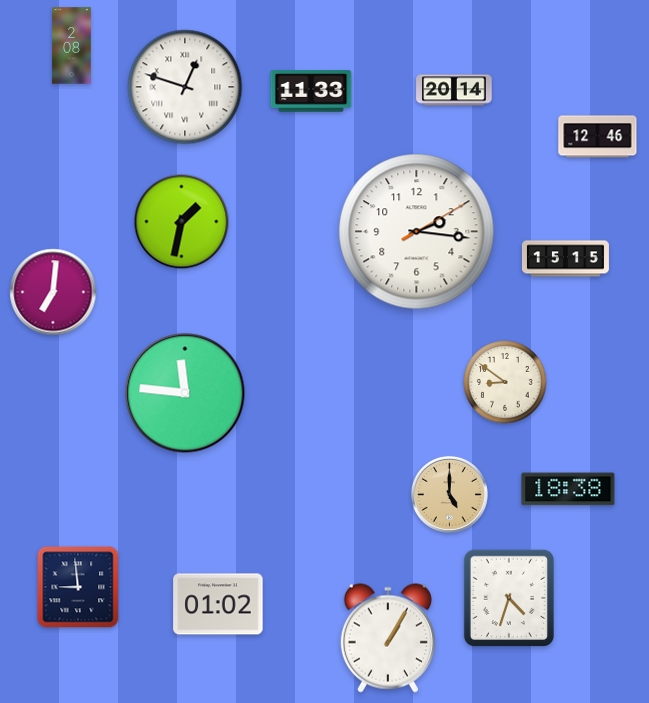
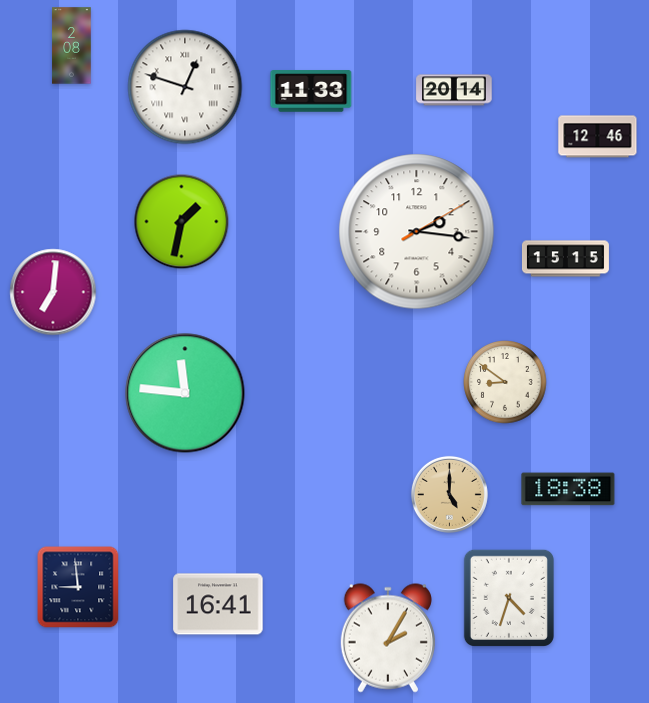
clock at (218, 604): 01:02 -> 16:41
clock at (388, 638): 1:05 -> 2:05
